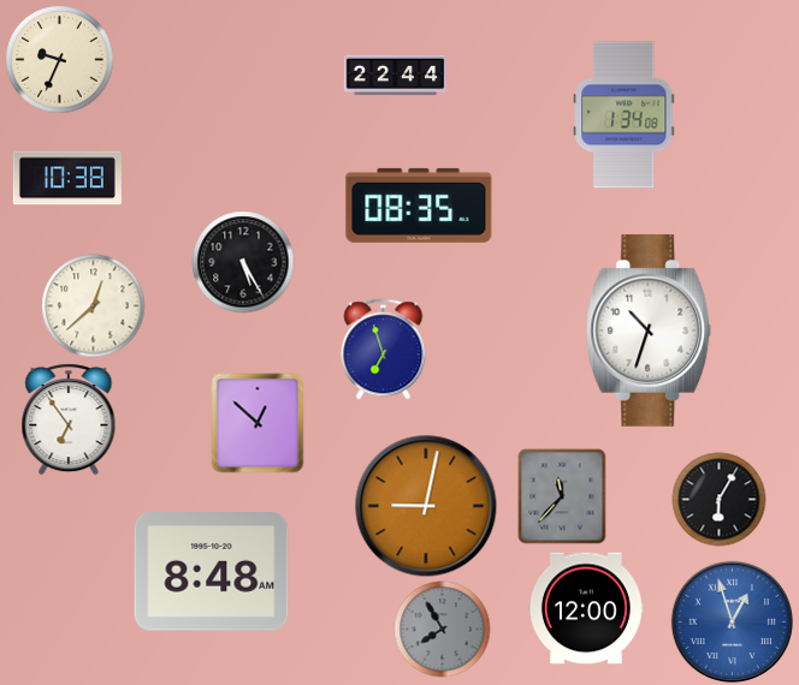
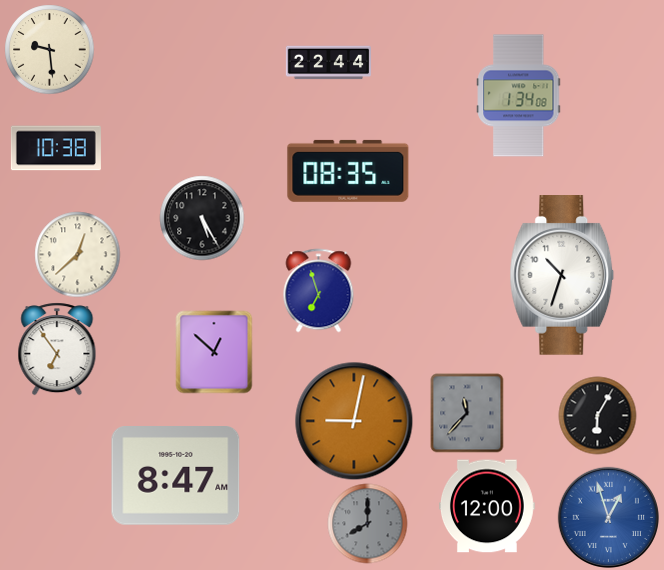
clock at (59, 59): 9:34 -> 9:29
clock at (649, 332) position: (649, 332) -> (562, 276)
clock at (212, 572): 8:48 -> 8:47
clock at (442, 629): 7:55 -> 8:00
